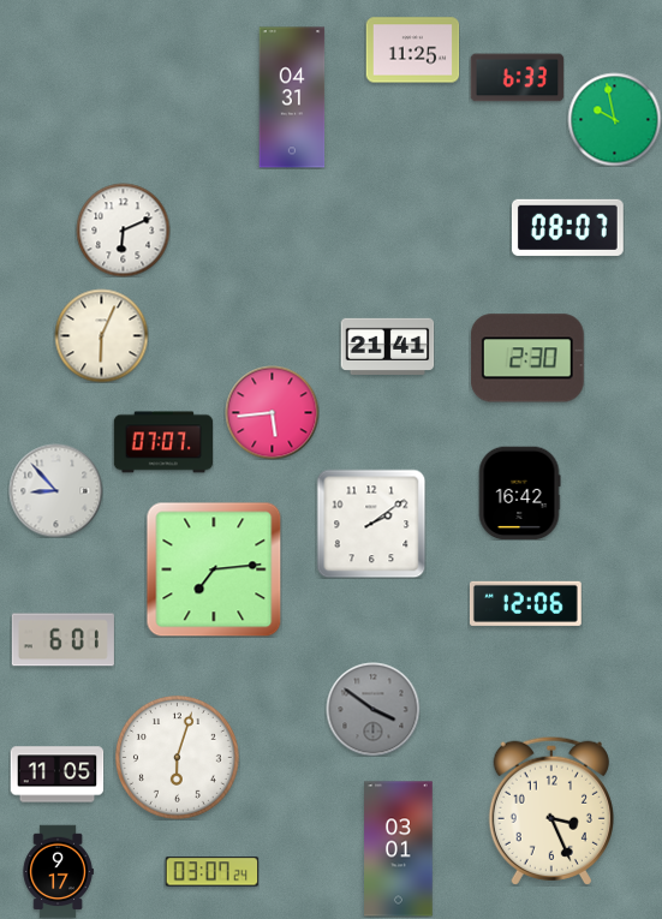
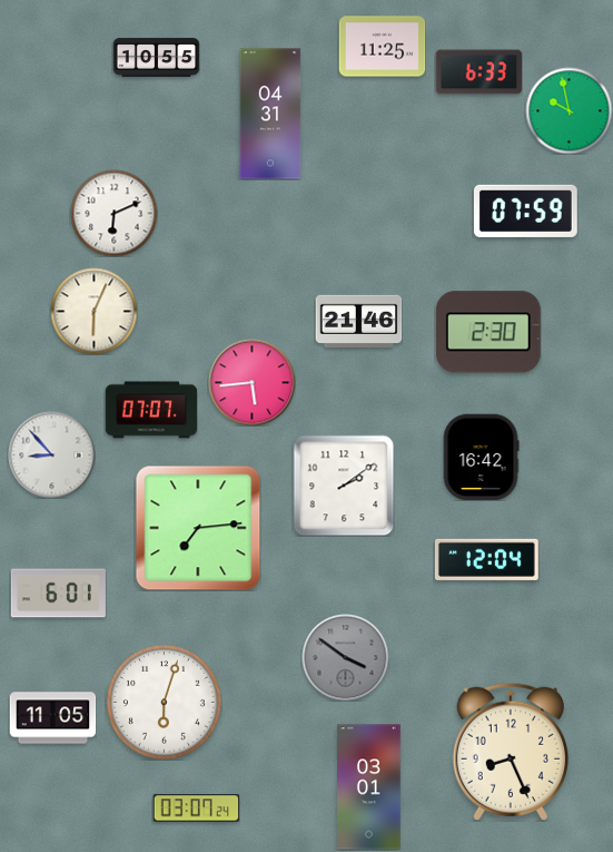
clock at (156, 58): none -> 10:55
clock at (292, 97) position: (292, 97) -> (270, 114)
clock at (567, 227): 08:07 -> 07:59
clock at (387, 346): 21:41 -> 21:46
clock at (525, 603): 12:06 -> 12:04
clock at (551, 811): 3:26 -> 8:26
clock at (58, 871): 9:17 -> none
